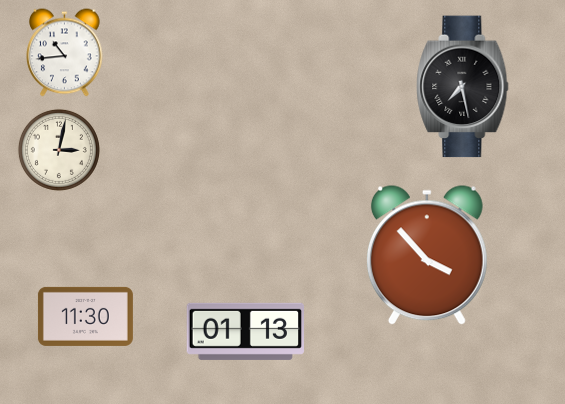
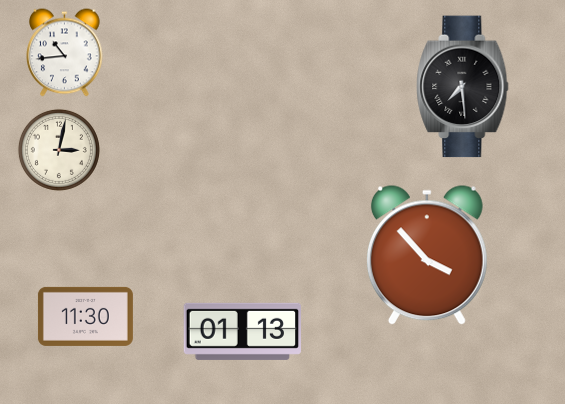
clock at (463, 87): 7:28 -> 7:29
clock at (245, 331) position: (245, 331) -> (242, 331)
